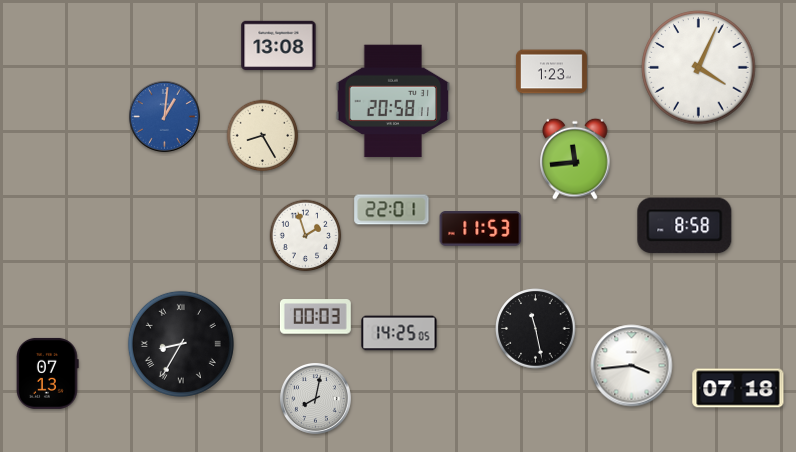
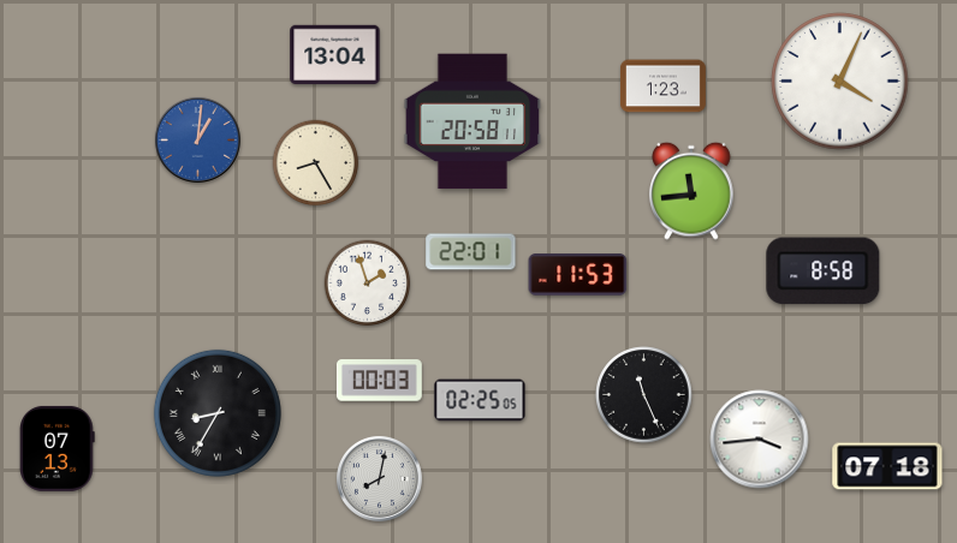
clock at (279, 46): 13:08 -> 13:04
clock at (536, 329): 11:28 -> 11:26
clock at (399, 333): 14:25 -> 02:25
